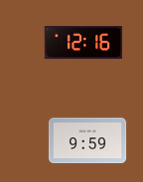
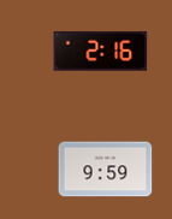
clock at (83, 43): 12:16 -> 2:16
